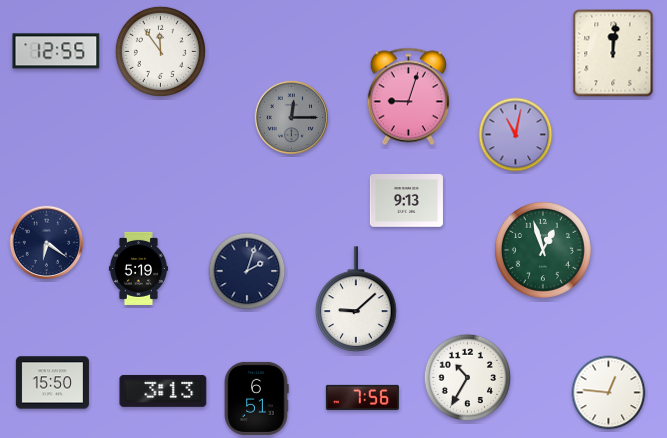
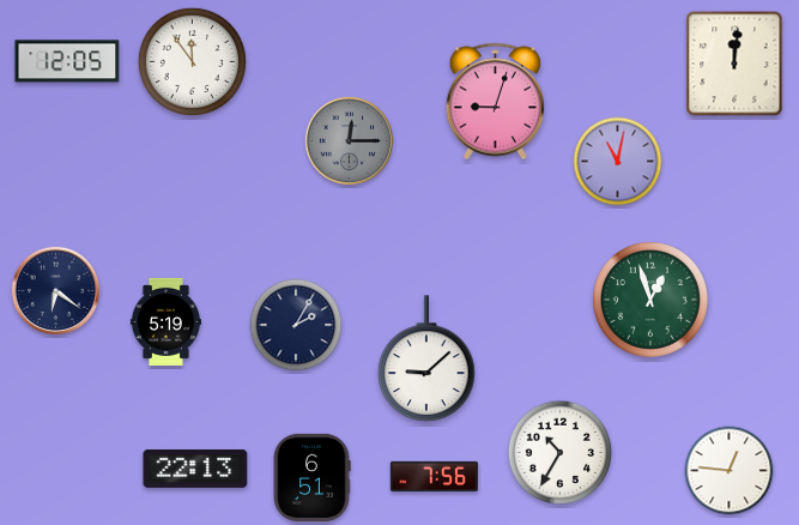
clock at (56, 51): 12:55 -> 12:05
clock at (408, 97) position: (408, 97) -> (495, 102)
clock at (406, 201): 9:13 -> none
clock at (247, 271): 2:03 -> 2:05
clock at (52, 383): 15:50 -> none
clock at (163, 391): 3:13 -> 22:13
clock at (256, 398) position: (256, 398) -> (311, 477)
